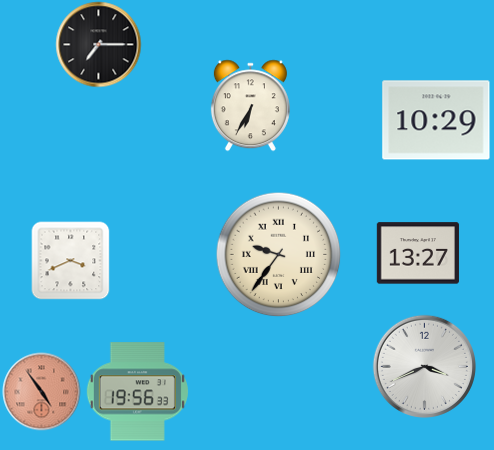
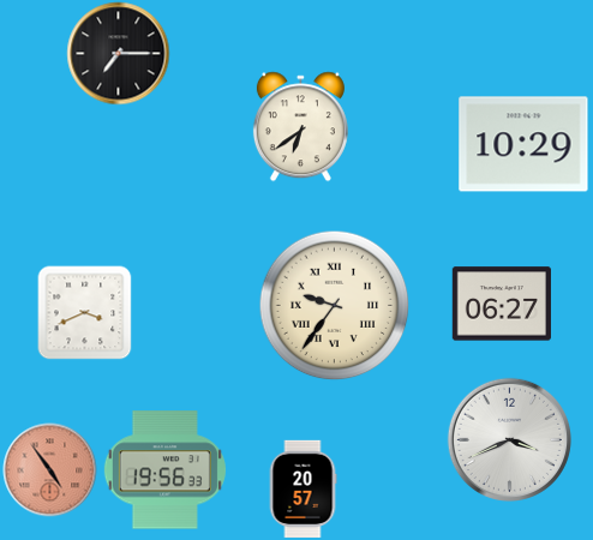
clock at (250, 105): 6:35 -> 6:39
clock at (418, 253): 13:27 -> 06:27
clock at (303, 488): none -> 20:57
